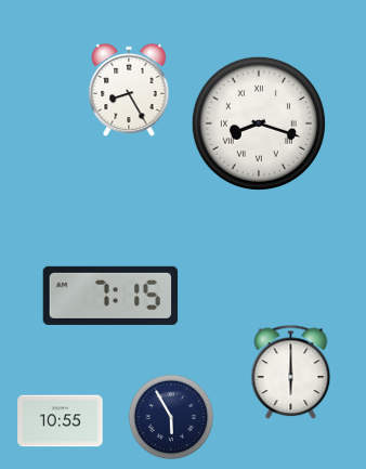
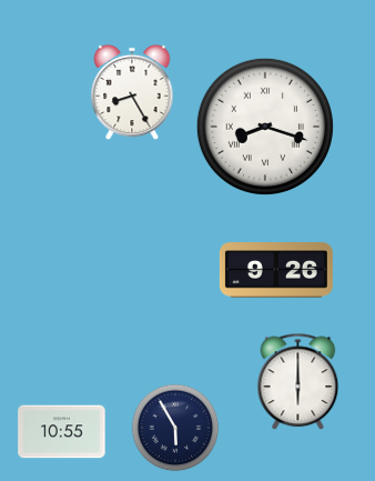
clock at (276, 270): none -> 9:26
clock at (110, 296): 7:15 -> none
